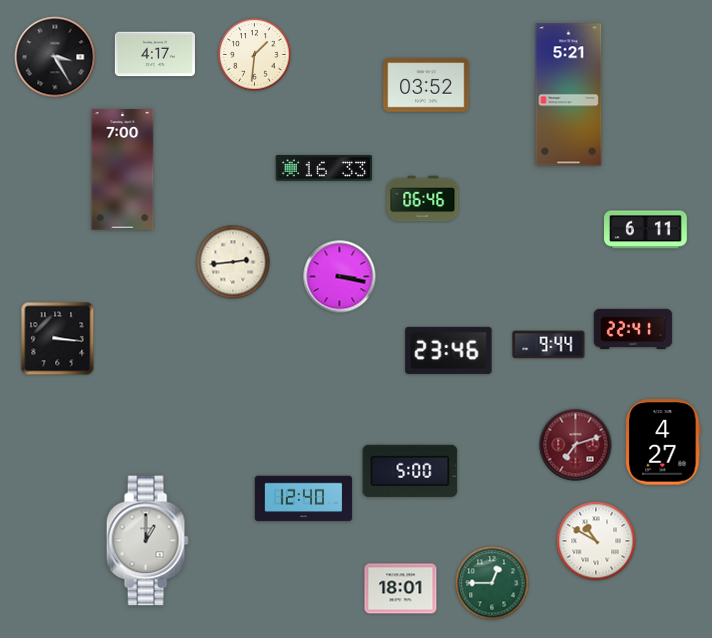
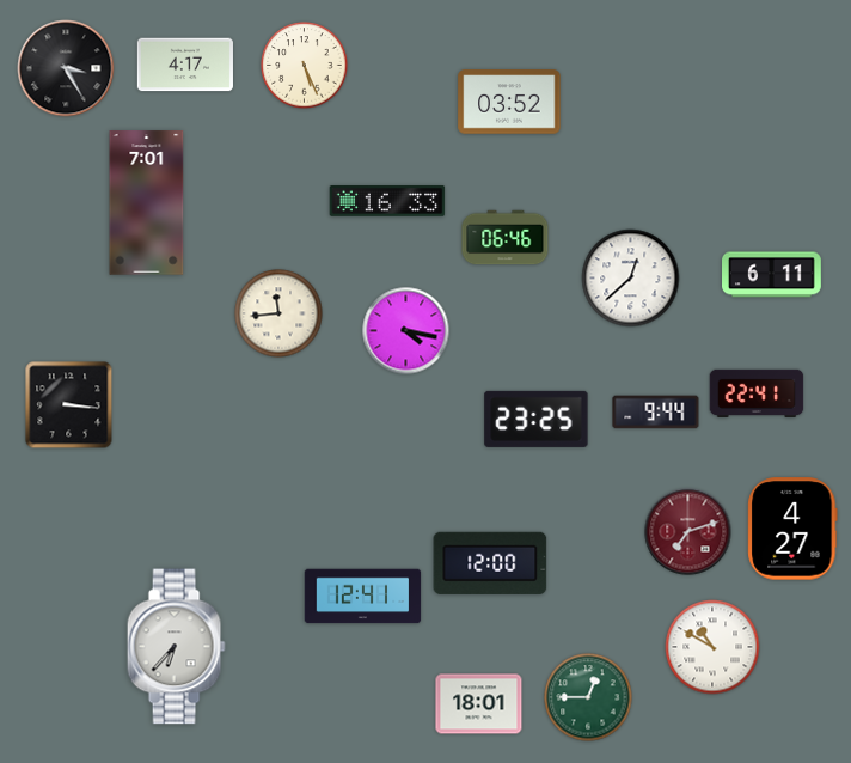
clock at (255, 55): 1:31 -> 5:26
clock at (569, 95): 5:21 -> none
clock at (123, 170): 7:00 -> 7:01
clock at (631, 279): none -> 12:38
clock at (233, 262): 2:44 -> 11:44
clock at (340, 277): 3:17 -> 4:17
clock at (449, 350): 23:46 -> 23:25
clock at (410, 471): 5:00 -> 12:00
clock at (304, 499): 12:40 -> 12:41
clock at (147, 541): 1:00 -> 6:37
